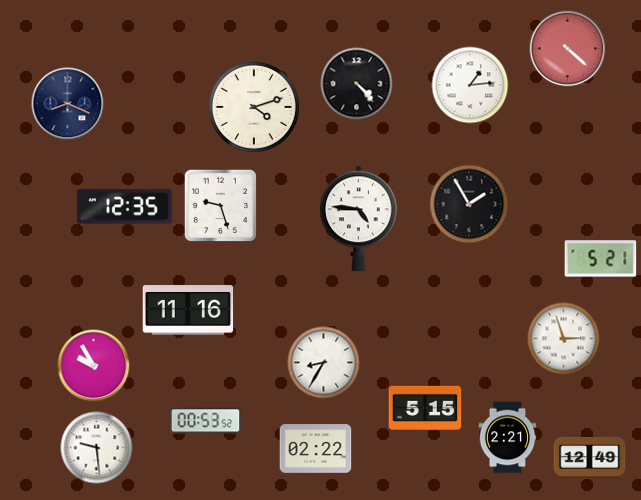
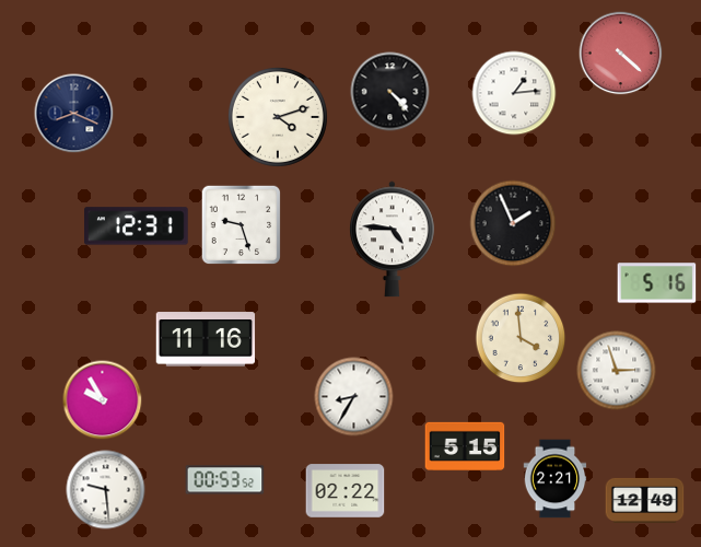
clock at (469, 204): 1:55 -> 1:56
clock at (125, 207): 12:35 -> 12:31
clock at (601, 259): 5:21 -> 5:16
clock at (521, 338): none -> 3:59
clock at (206, 421) position: (206, 421) -> (225, 480)
